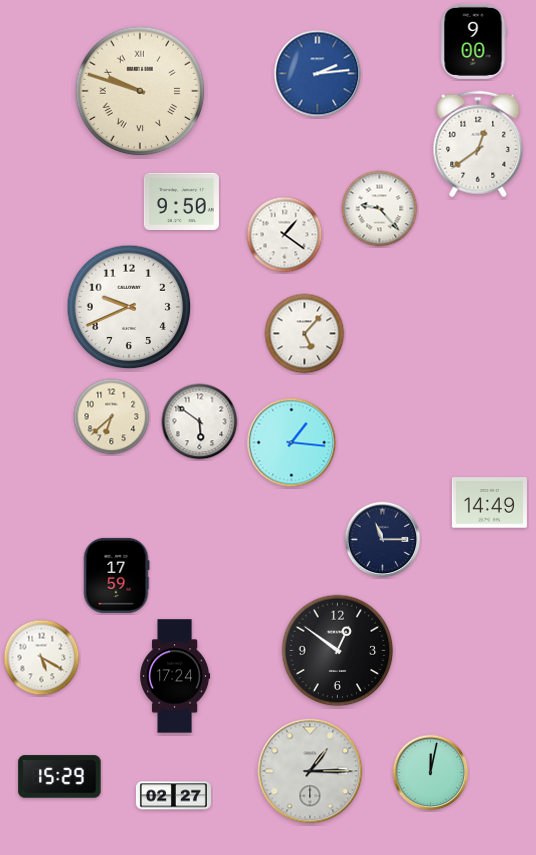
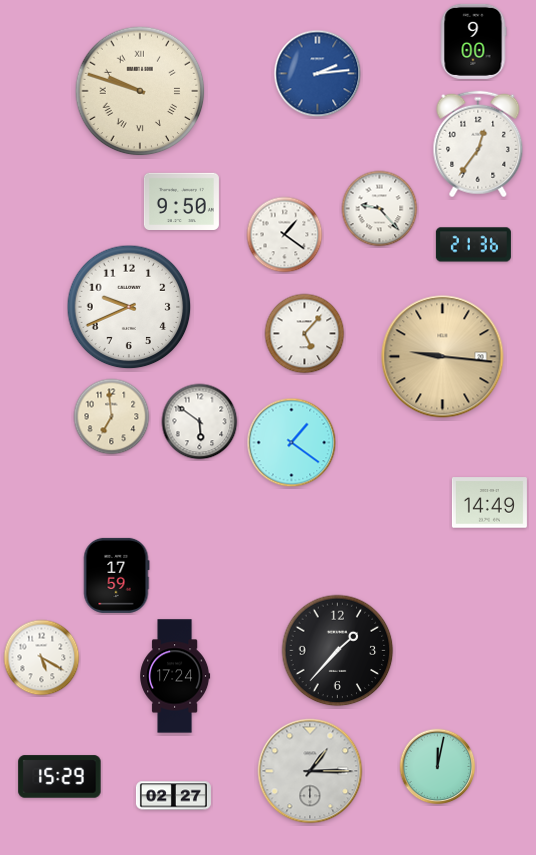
clock at (478, 144): 12:39 -> 12:36
clock at (473, 245): none -> 21:36
clock at (443, 357): none -> 9:16
clock at (112, 417): 6:38 -> 6:59
clock at (292, 443): 1:16 -> 1:21
clock at (383, 540): 11:15 -> none
clock at (338, 651): 12:51 -> 1:37
clock at (431, 773) position: (431, 773) -> (438, 767)
